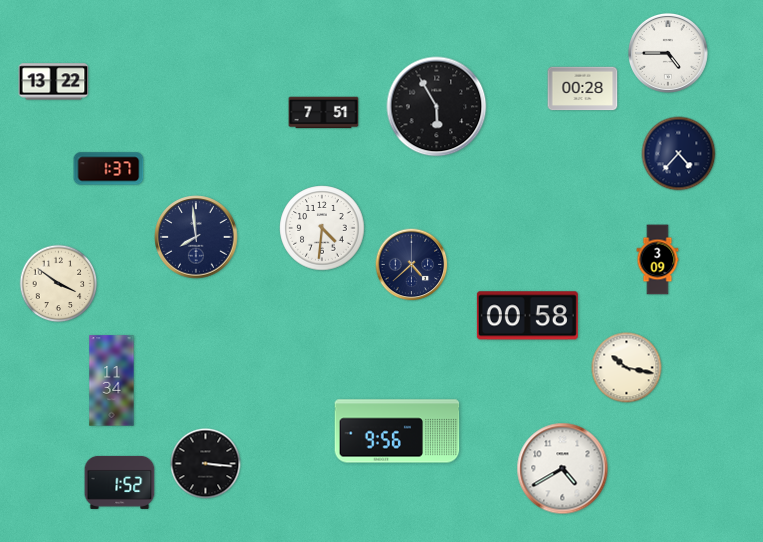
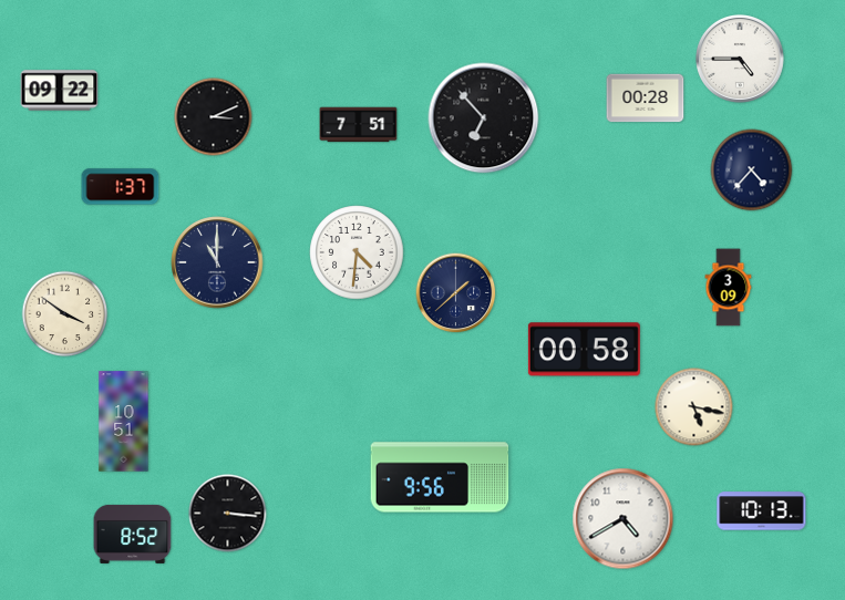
clock at (54, 82): 13:22 -> 09:22
clock at (214, 117): none -> 3:11
clock at (437, 107): 5:55 -> 6:53
clock at (196, 237): 7:59 -> 11:00
clock at (412, 265): 4:38 -> 1:38
clock at (627, 368): 10:17 -> 5:17
clock at (112, 381): 11:34 -> 10:51
clock at (762, 511): none -> 10:13
clock at (120, 482): 1:52 -> 8:52
